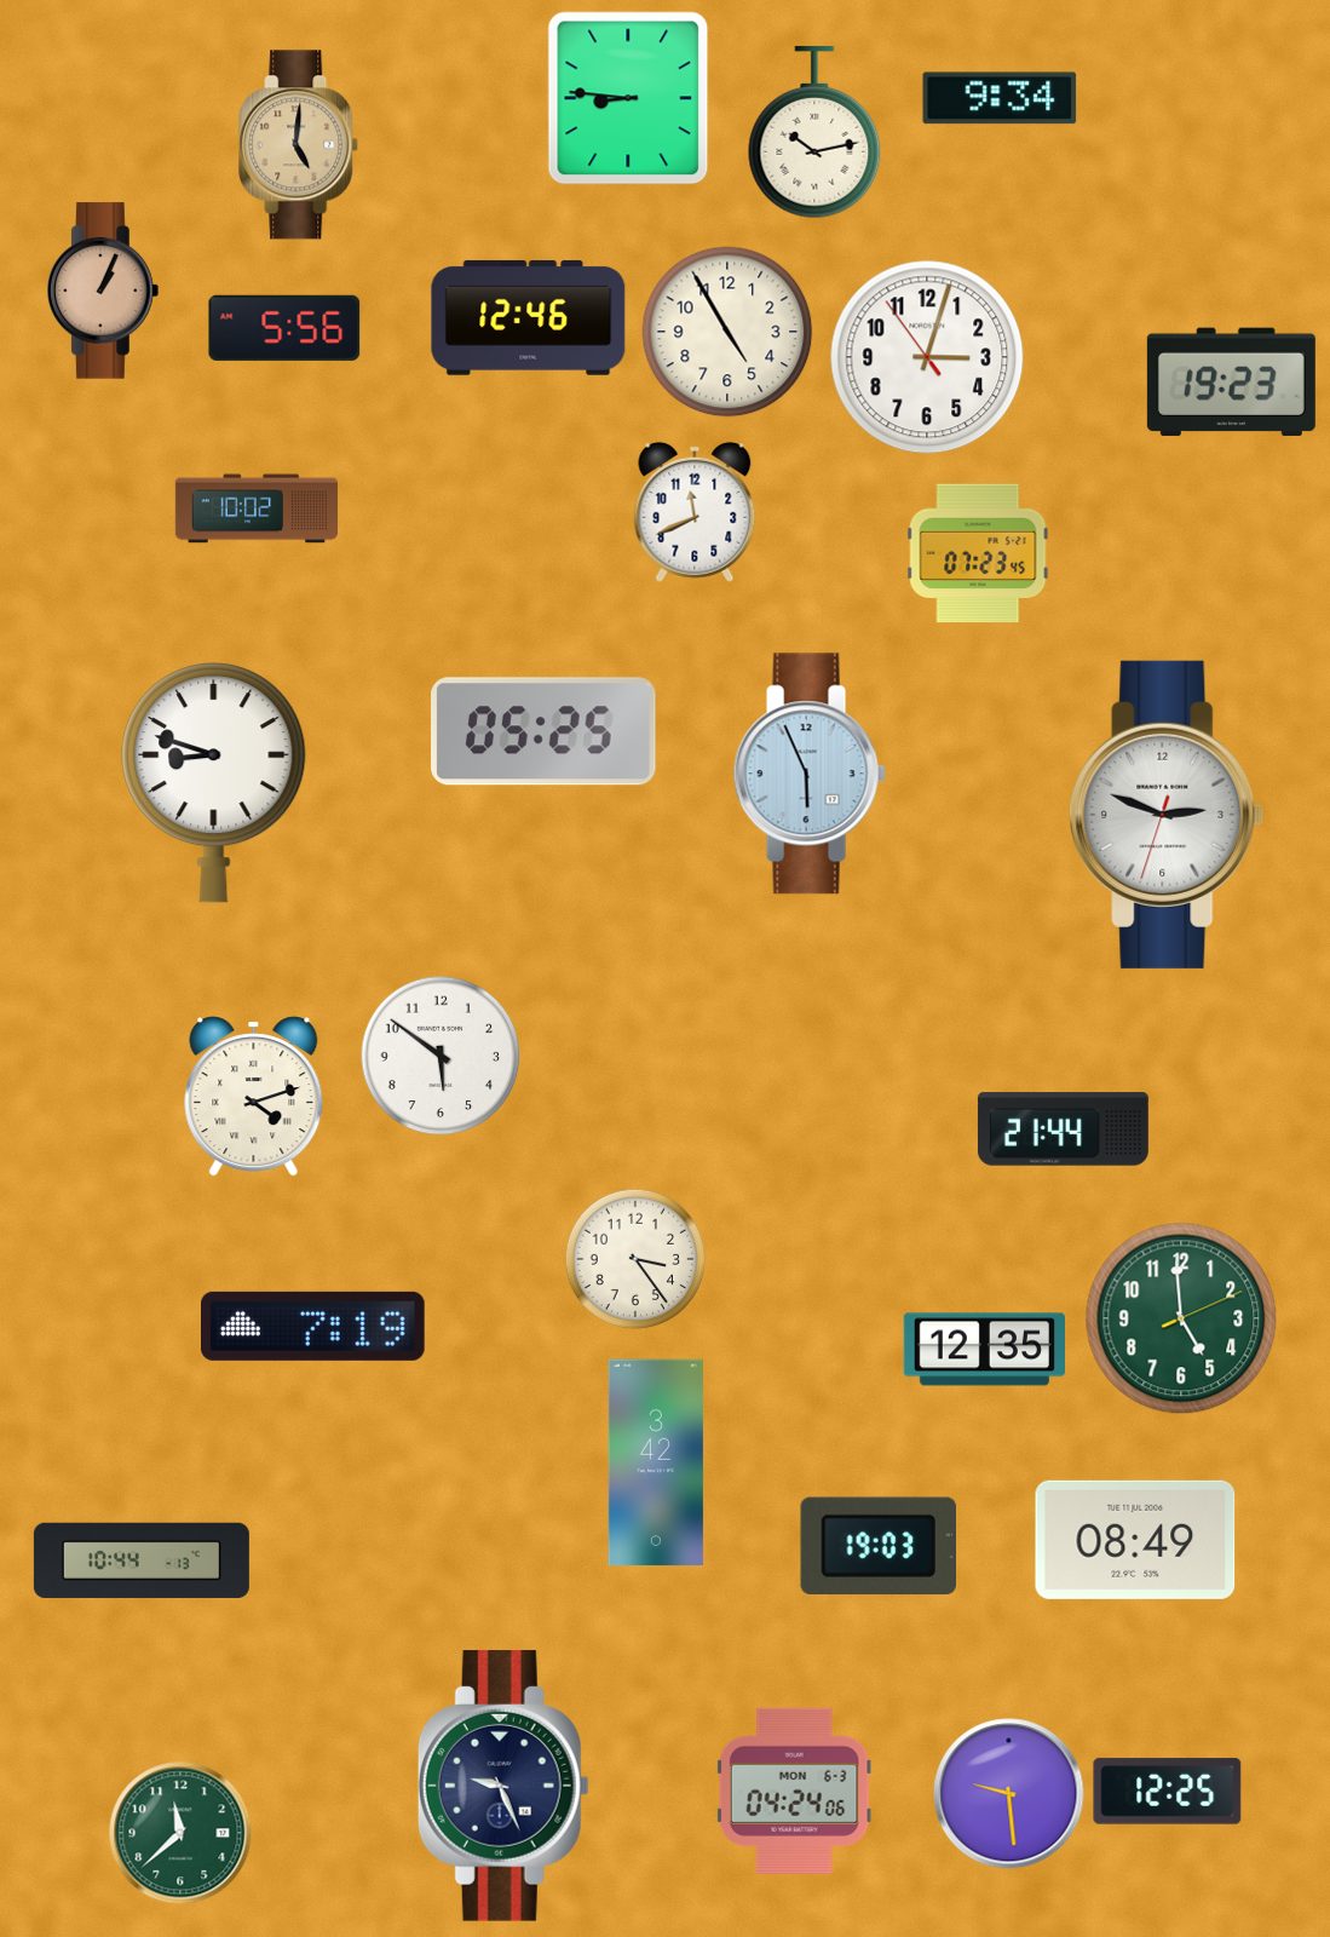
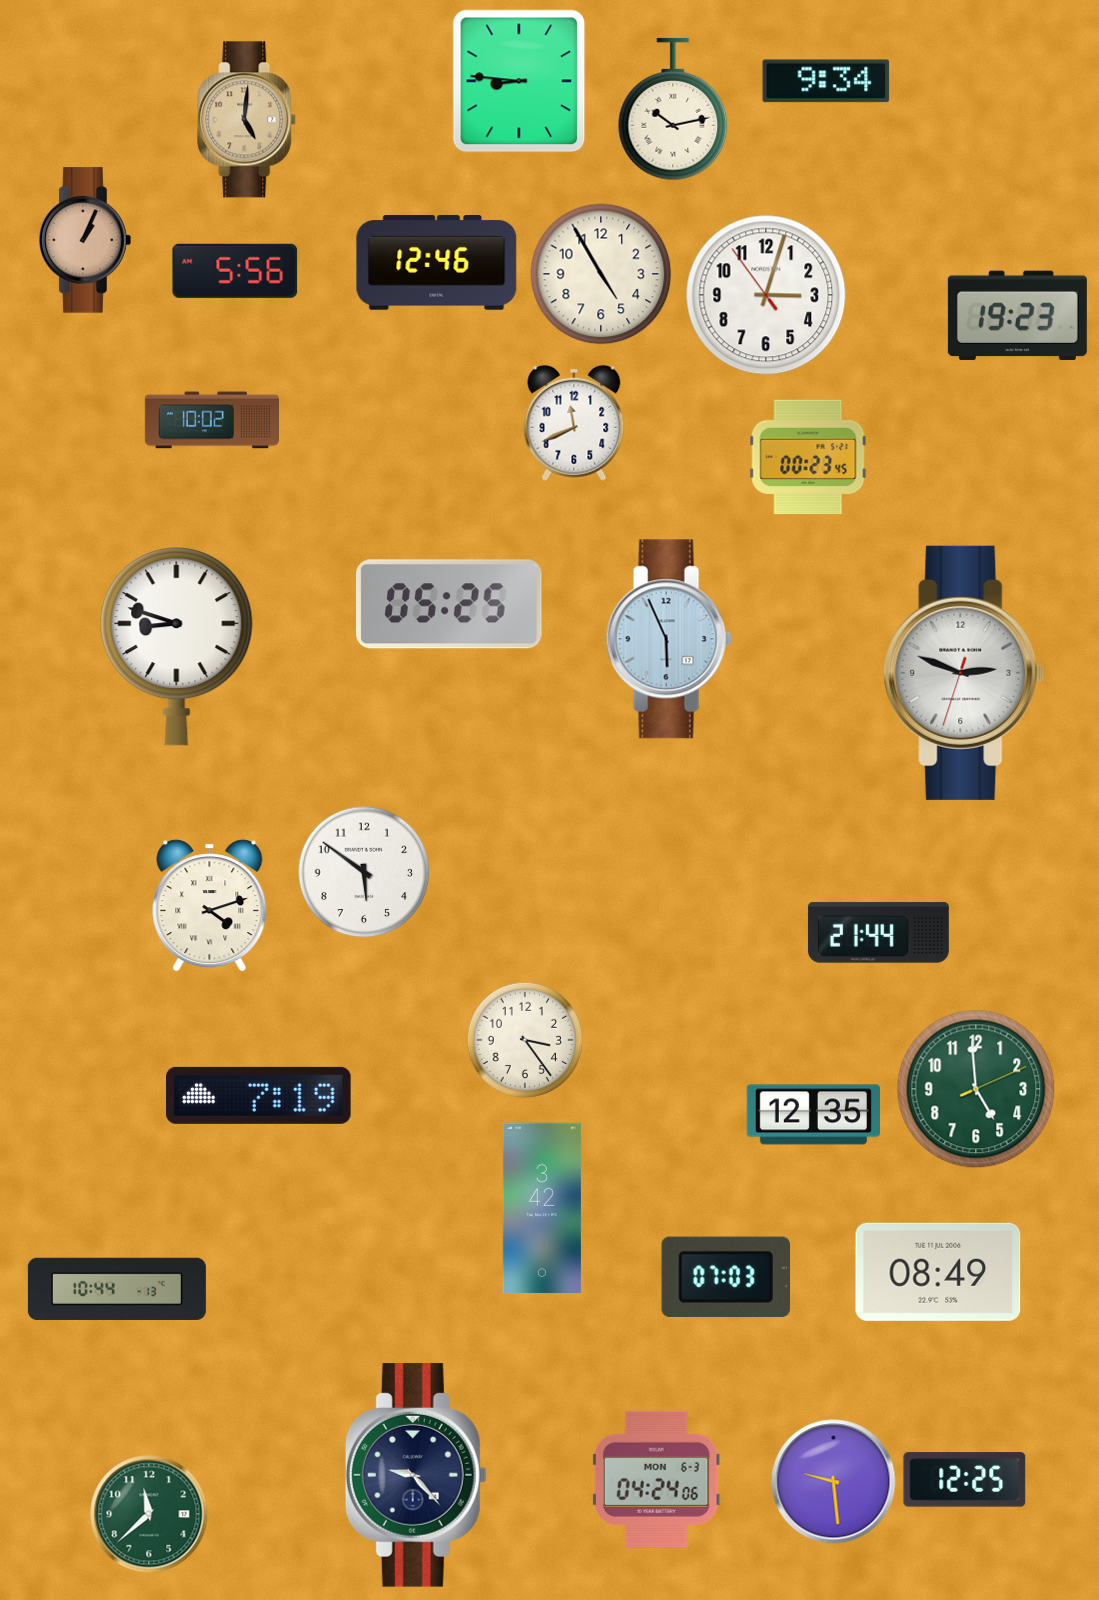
clock at (978, 553): 07:23 -> 00:23
clock at (877, 1546): 19:03 -> 07:03
clock at (503, 1786): 9:26 -> 9:23
